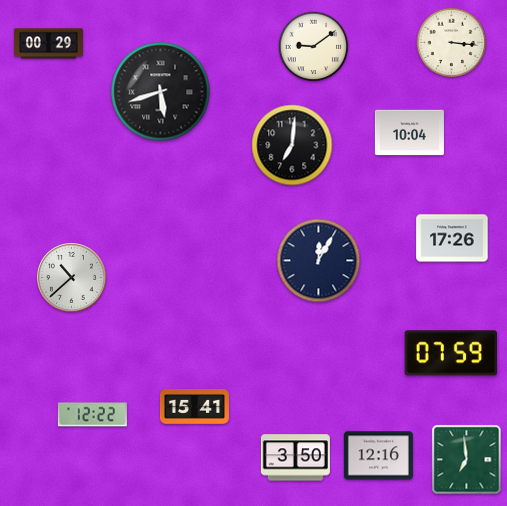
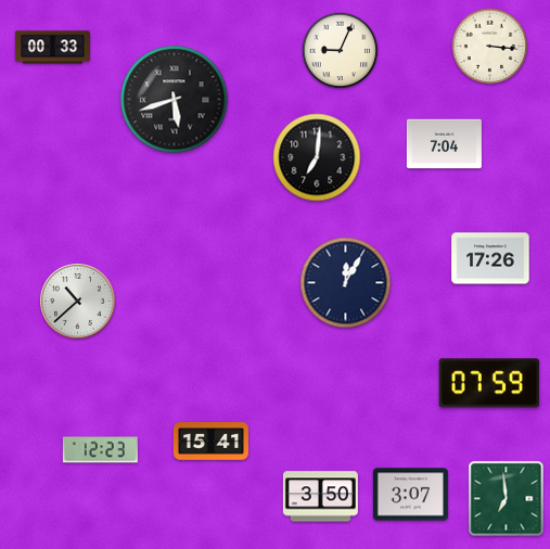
clock at (48, 44): 00:29 -> 00:33
clock at (314, 47): 9:09 -> 9:04
clock at (409, 133): 10:04 -> 7:04
clock at (92, 415): 12:22 -> 12:23
clock at (378, 456): 12:16 -> 3:07
